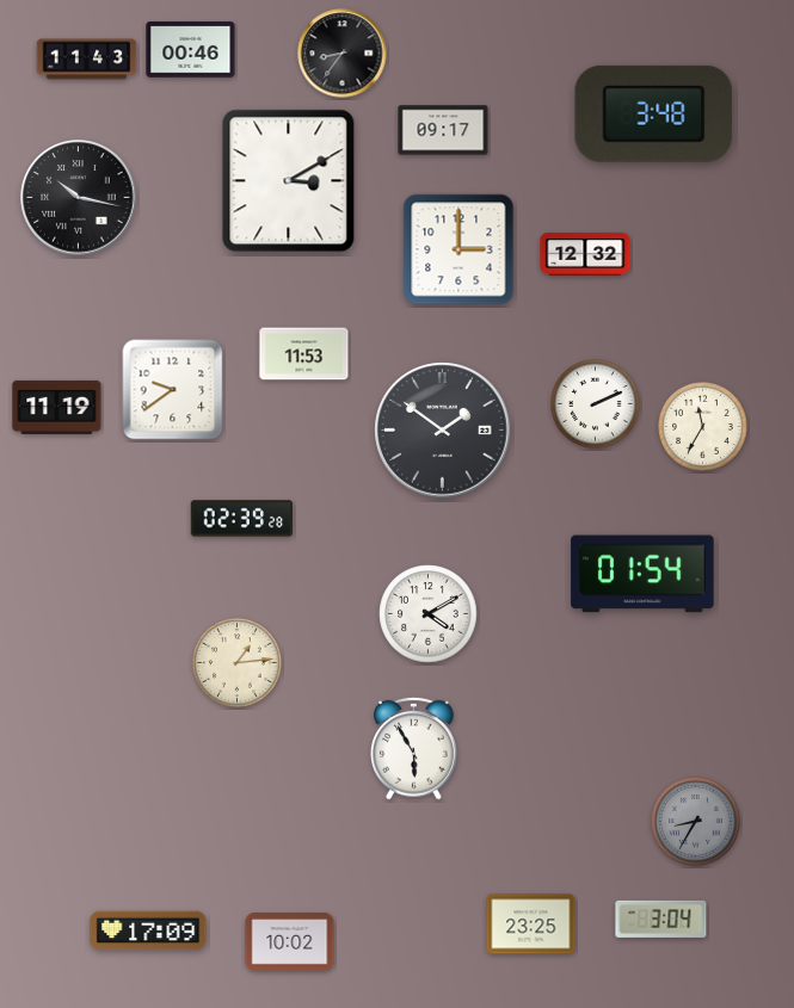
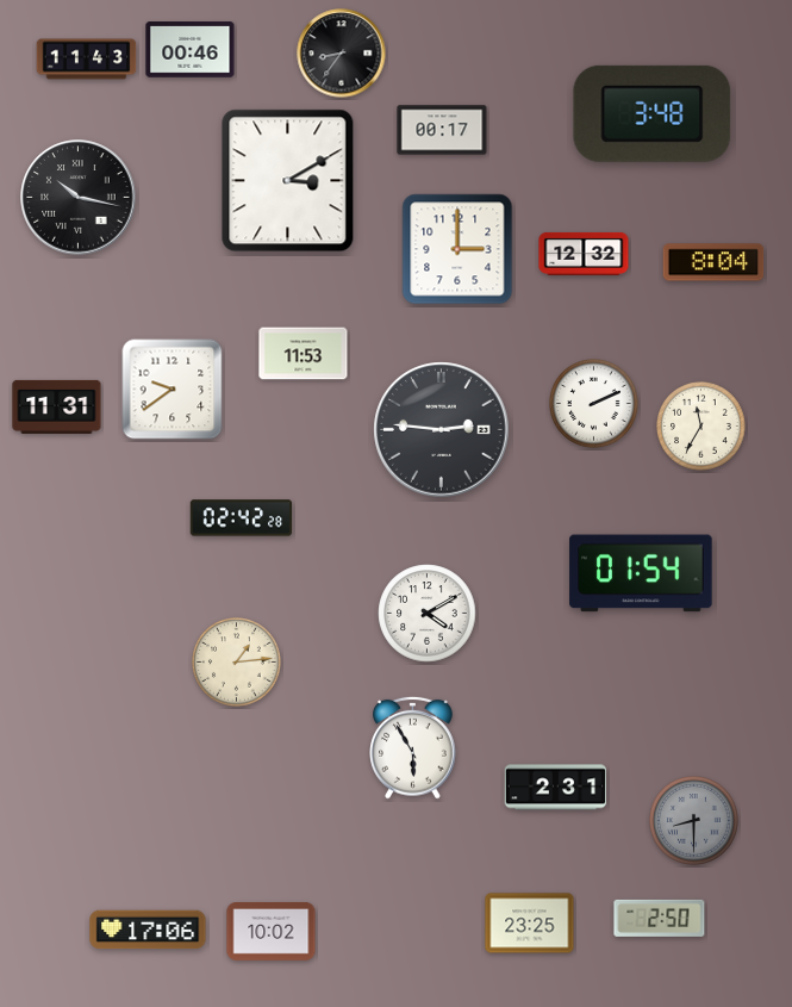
clock at (443, 130): 09:17 -> 00:17
clock at (713, 262): none -> 8:04
clock at (57, 407): 11:19 -> 11:31
clock at (443, 431): 1:51 -> 2:46
clock at (242, 519): 02:39 -> 02:42
clock at (556, 788): none -> 2:31
clock at (696, 822): 8:35 -> 8:30
clock at (661, 919): 3:04 -> 2:50
clock at (148, 930): 17:09 -> 17:06
clock at (290, 942) position: (290, 942) -> (272, 932)
